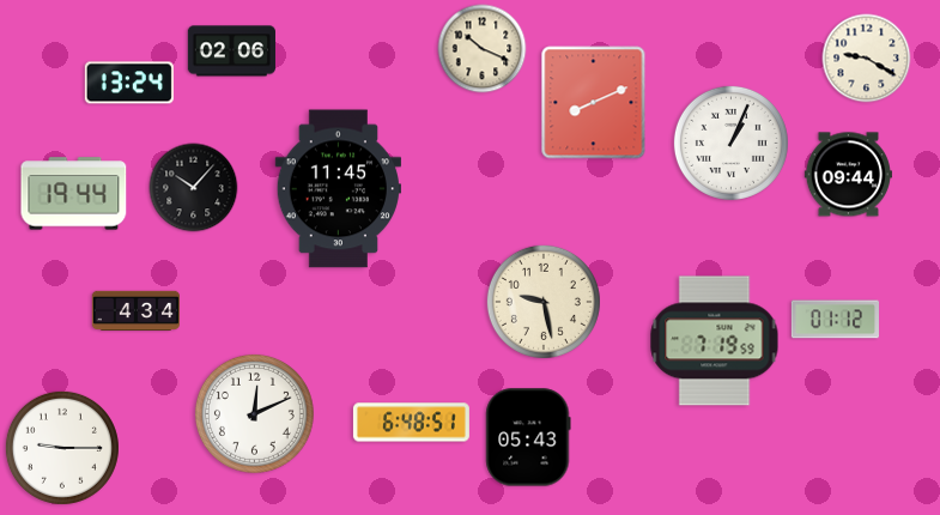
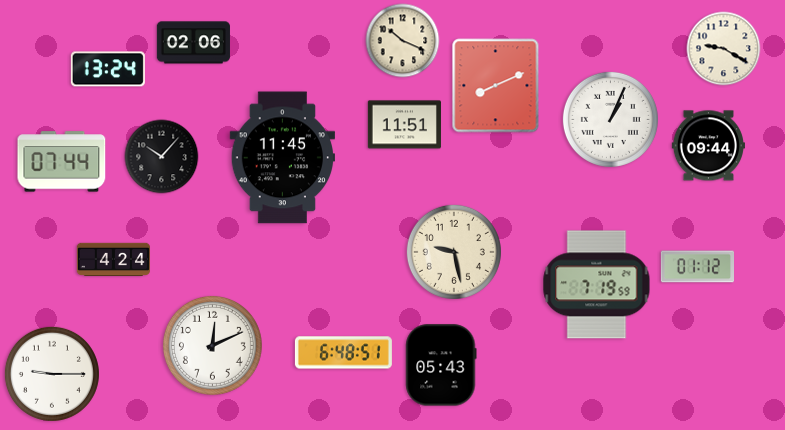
clock at (404, 125): none -> 11:51
clock at (74, 194): 19:44 -> 07:44
clock at (135, 311): 4:34 -> 4:24
